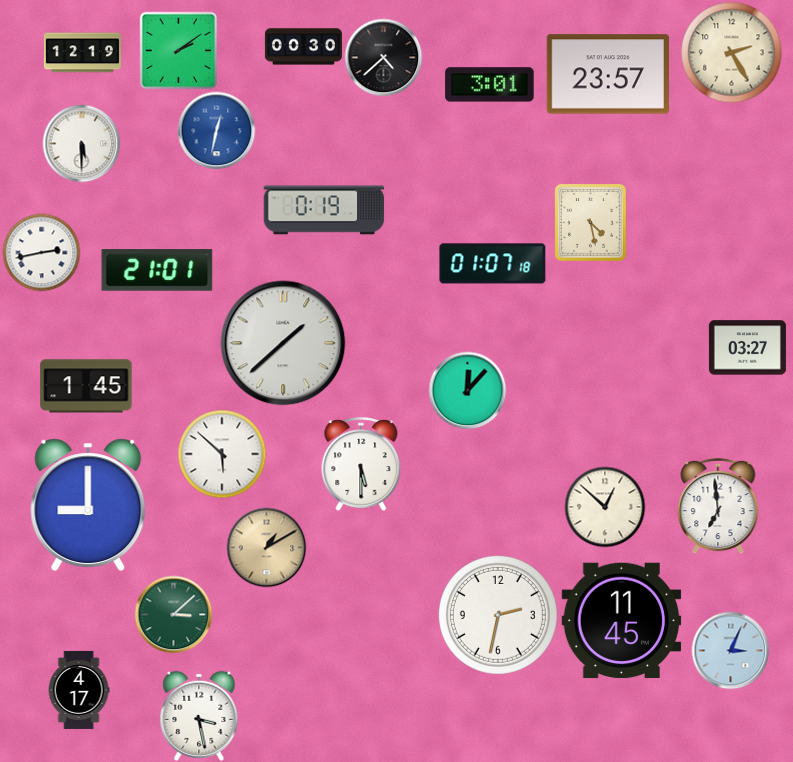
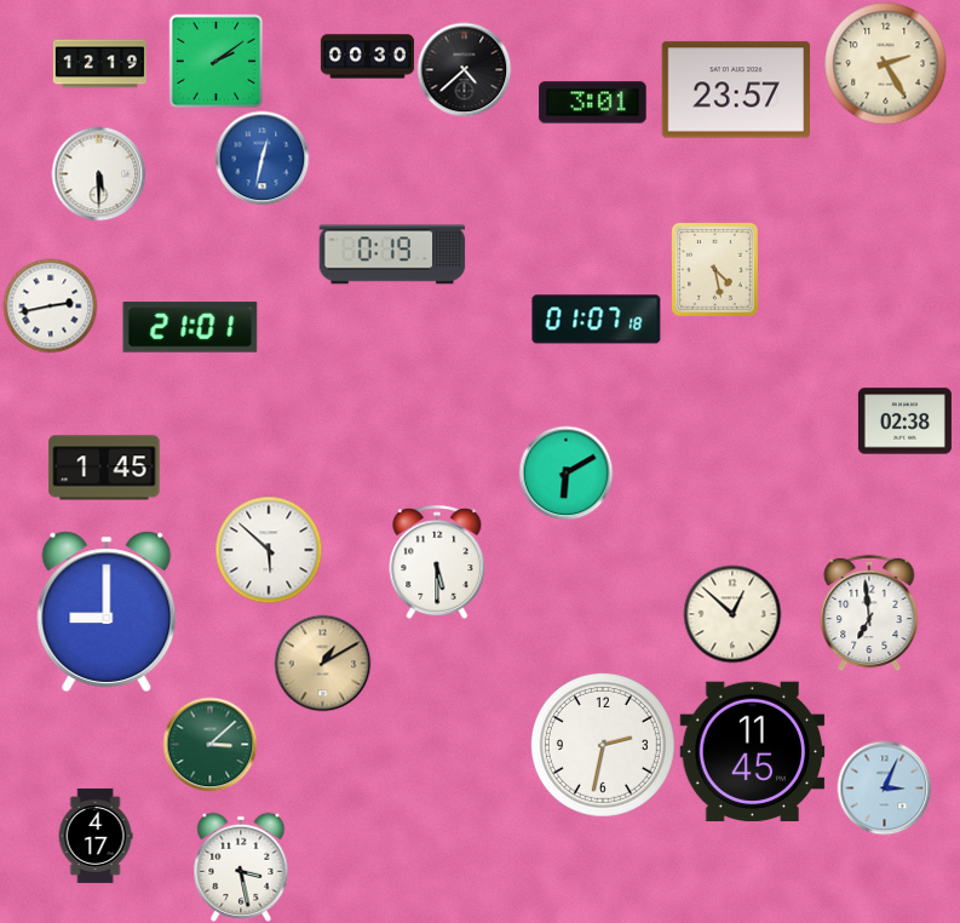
clock at (283, 343): 1:38 -> none
clock at (747, 348): 03:27 -> 02:38
clock at (467, 390): 12:07 -> 6:10
